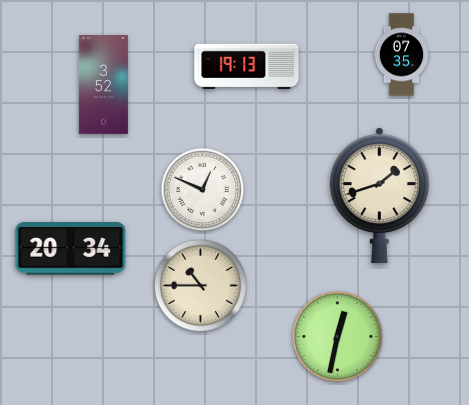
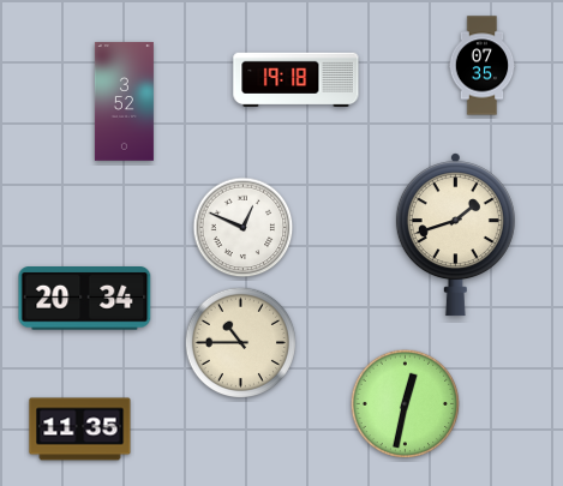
clock at (247, 67): 19:13 -> 19:18
clock at (80, 430): none -> 11:35
